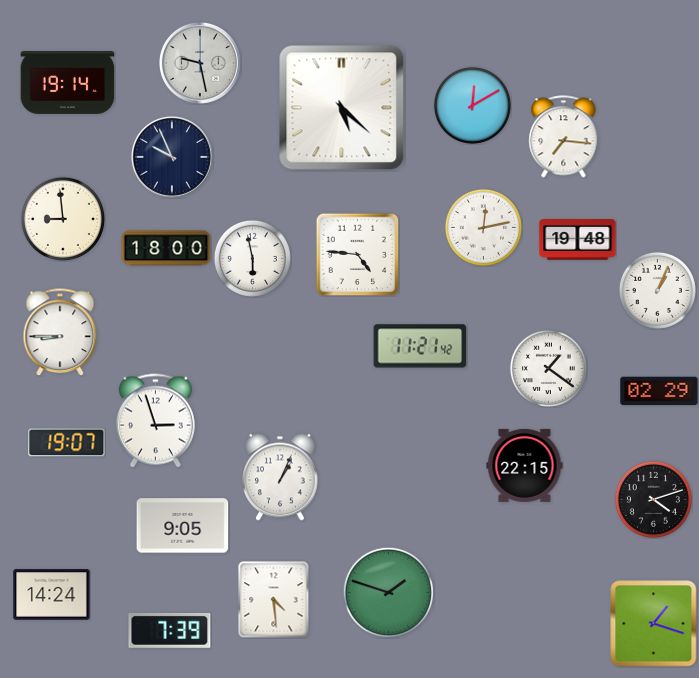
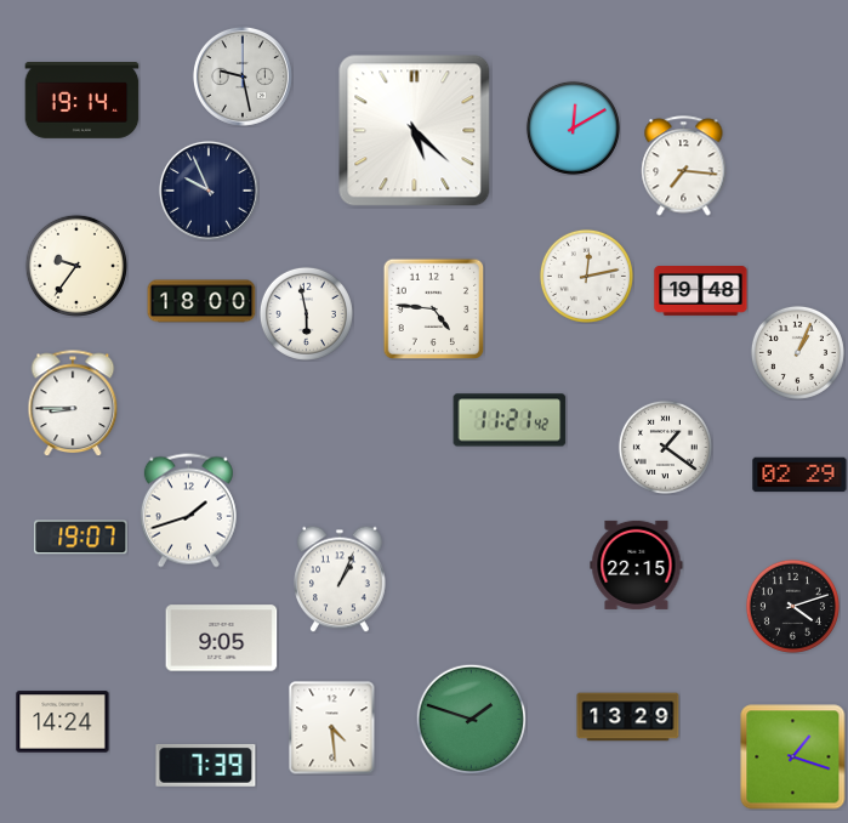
clock at (63, 219): 8:59 -> 9:36
clock at (155, 421): 2:57 -> 1:42
clock at (628, 717): none -> 13:29
